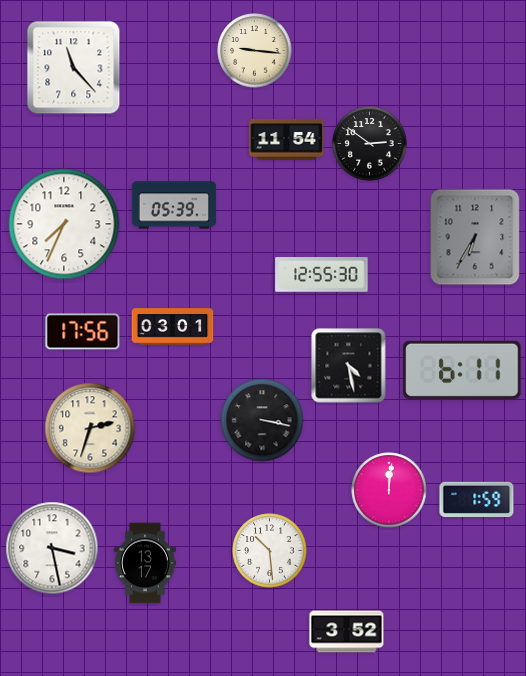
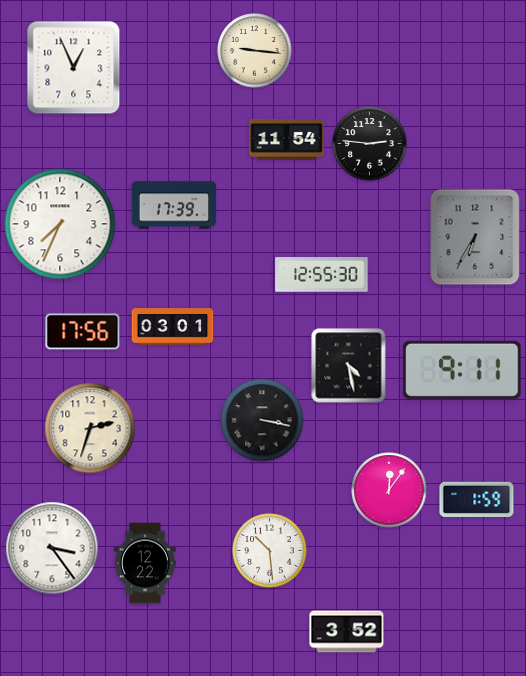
clock at (74, 68): 11:23 -> 12:56
clock at (370, 144): 2:51 -> 2:46
clock at (174, 205): 05:39 -> 17:39
clock at (64, 224) position: (64, 224) -> (60, 224)
clock at (462, 370): 6:11 -> 9:11
clock at (389, 490): 12:01 -> 12:06
clock at (52, 548): 3:28 -> 3:24
clock at (145, 563): 13:17 -> 12:22
